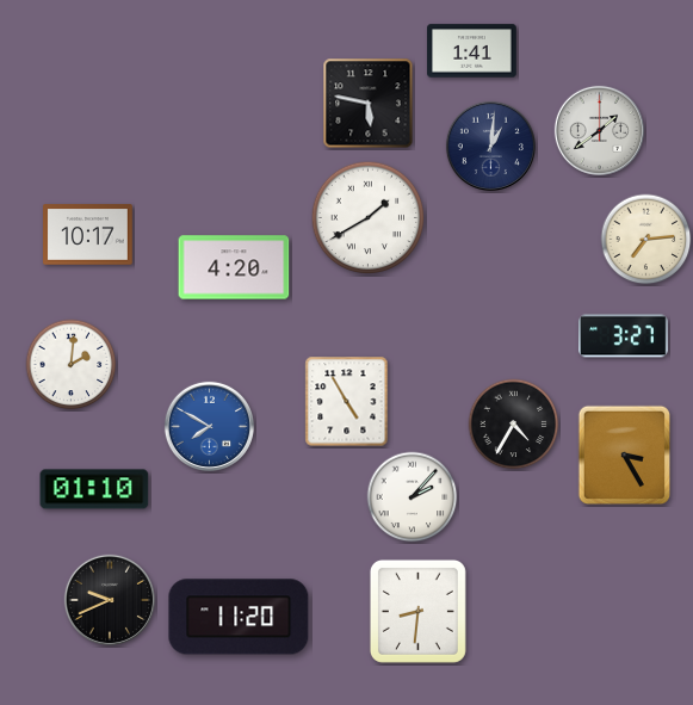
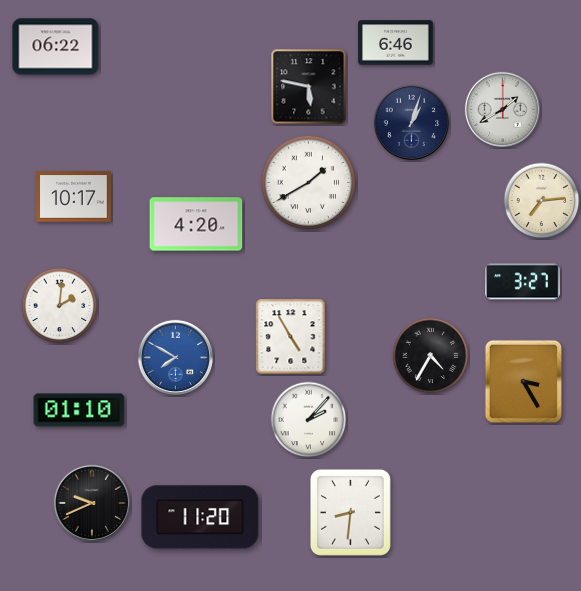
clock at (472, 51): 1:41 -> 6:46
clock at (56, 47): none -> 06:22
clock at (599, 130): 1:39 -> 1:40
clock at (490, 146): 1:01 -> 1:03
clock at (413, 497) position: (413, 497) -> (309, 420)
